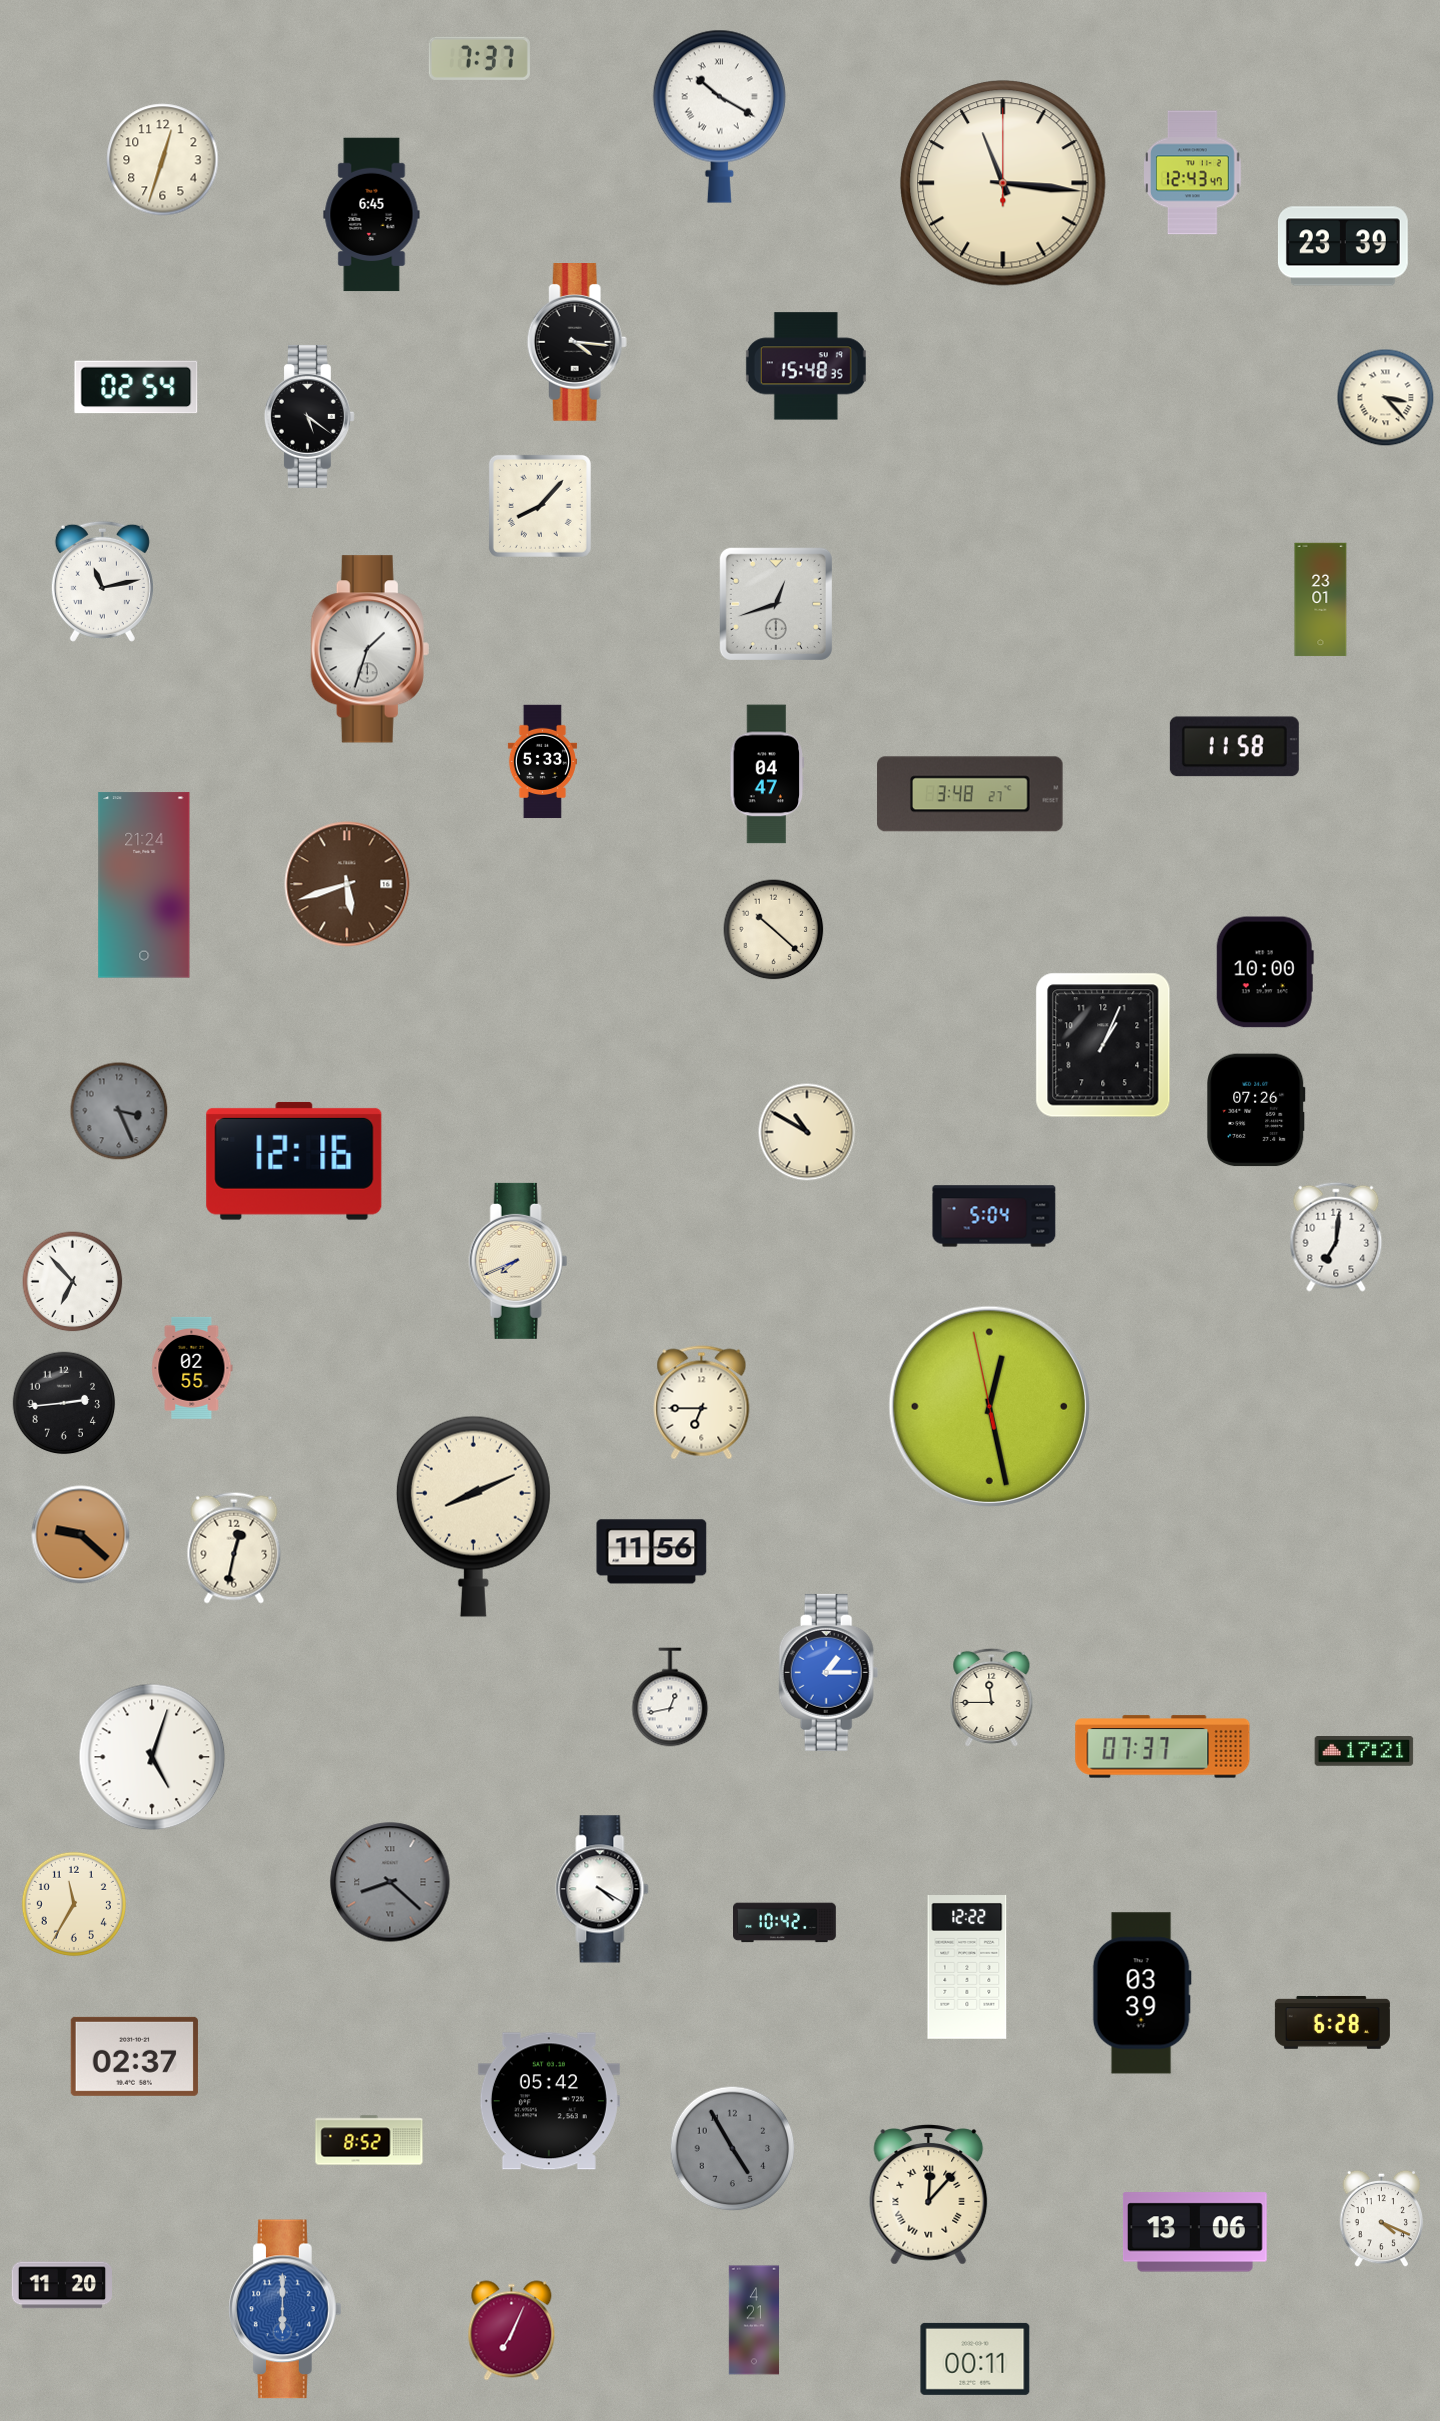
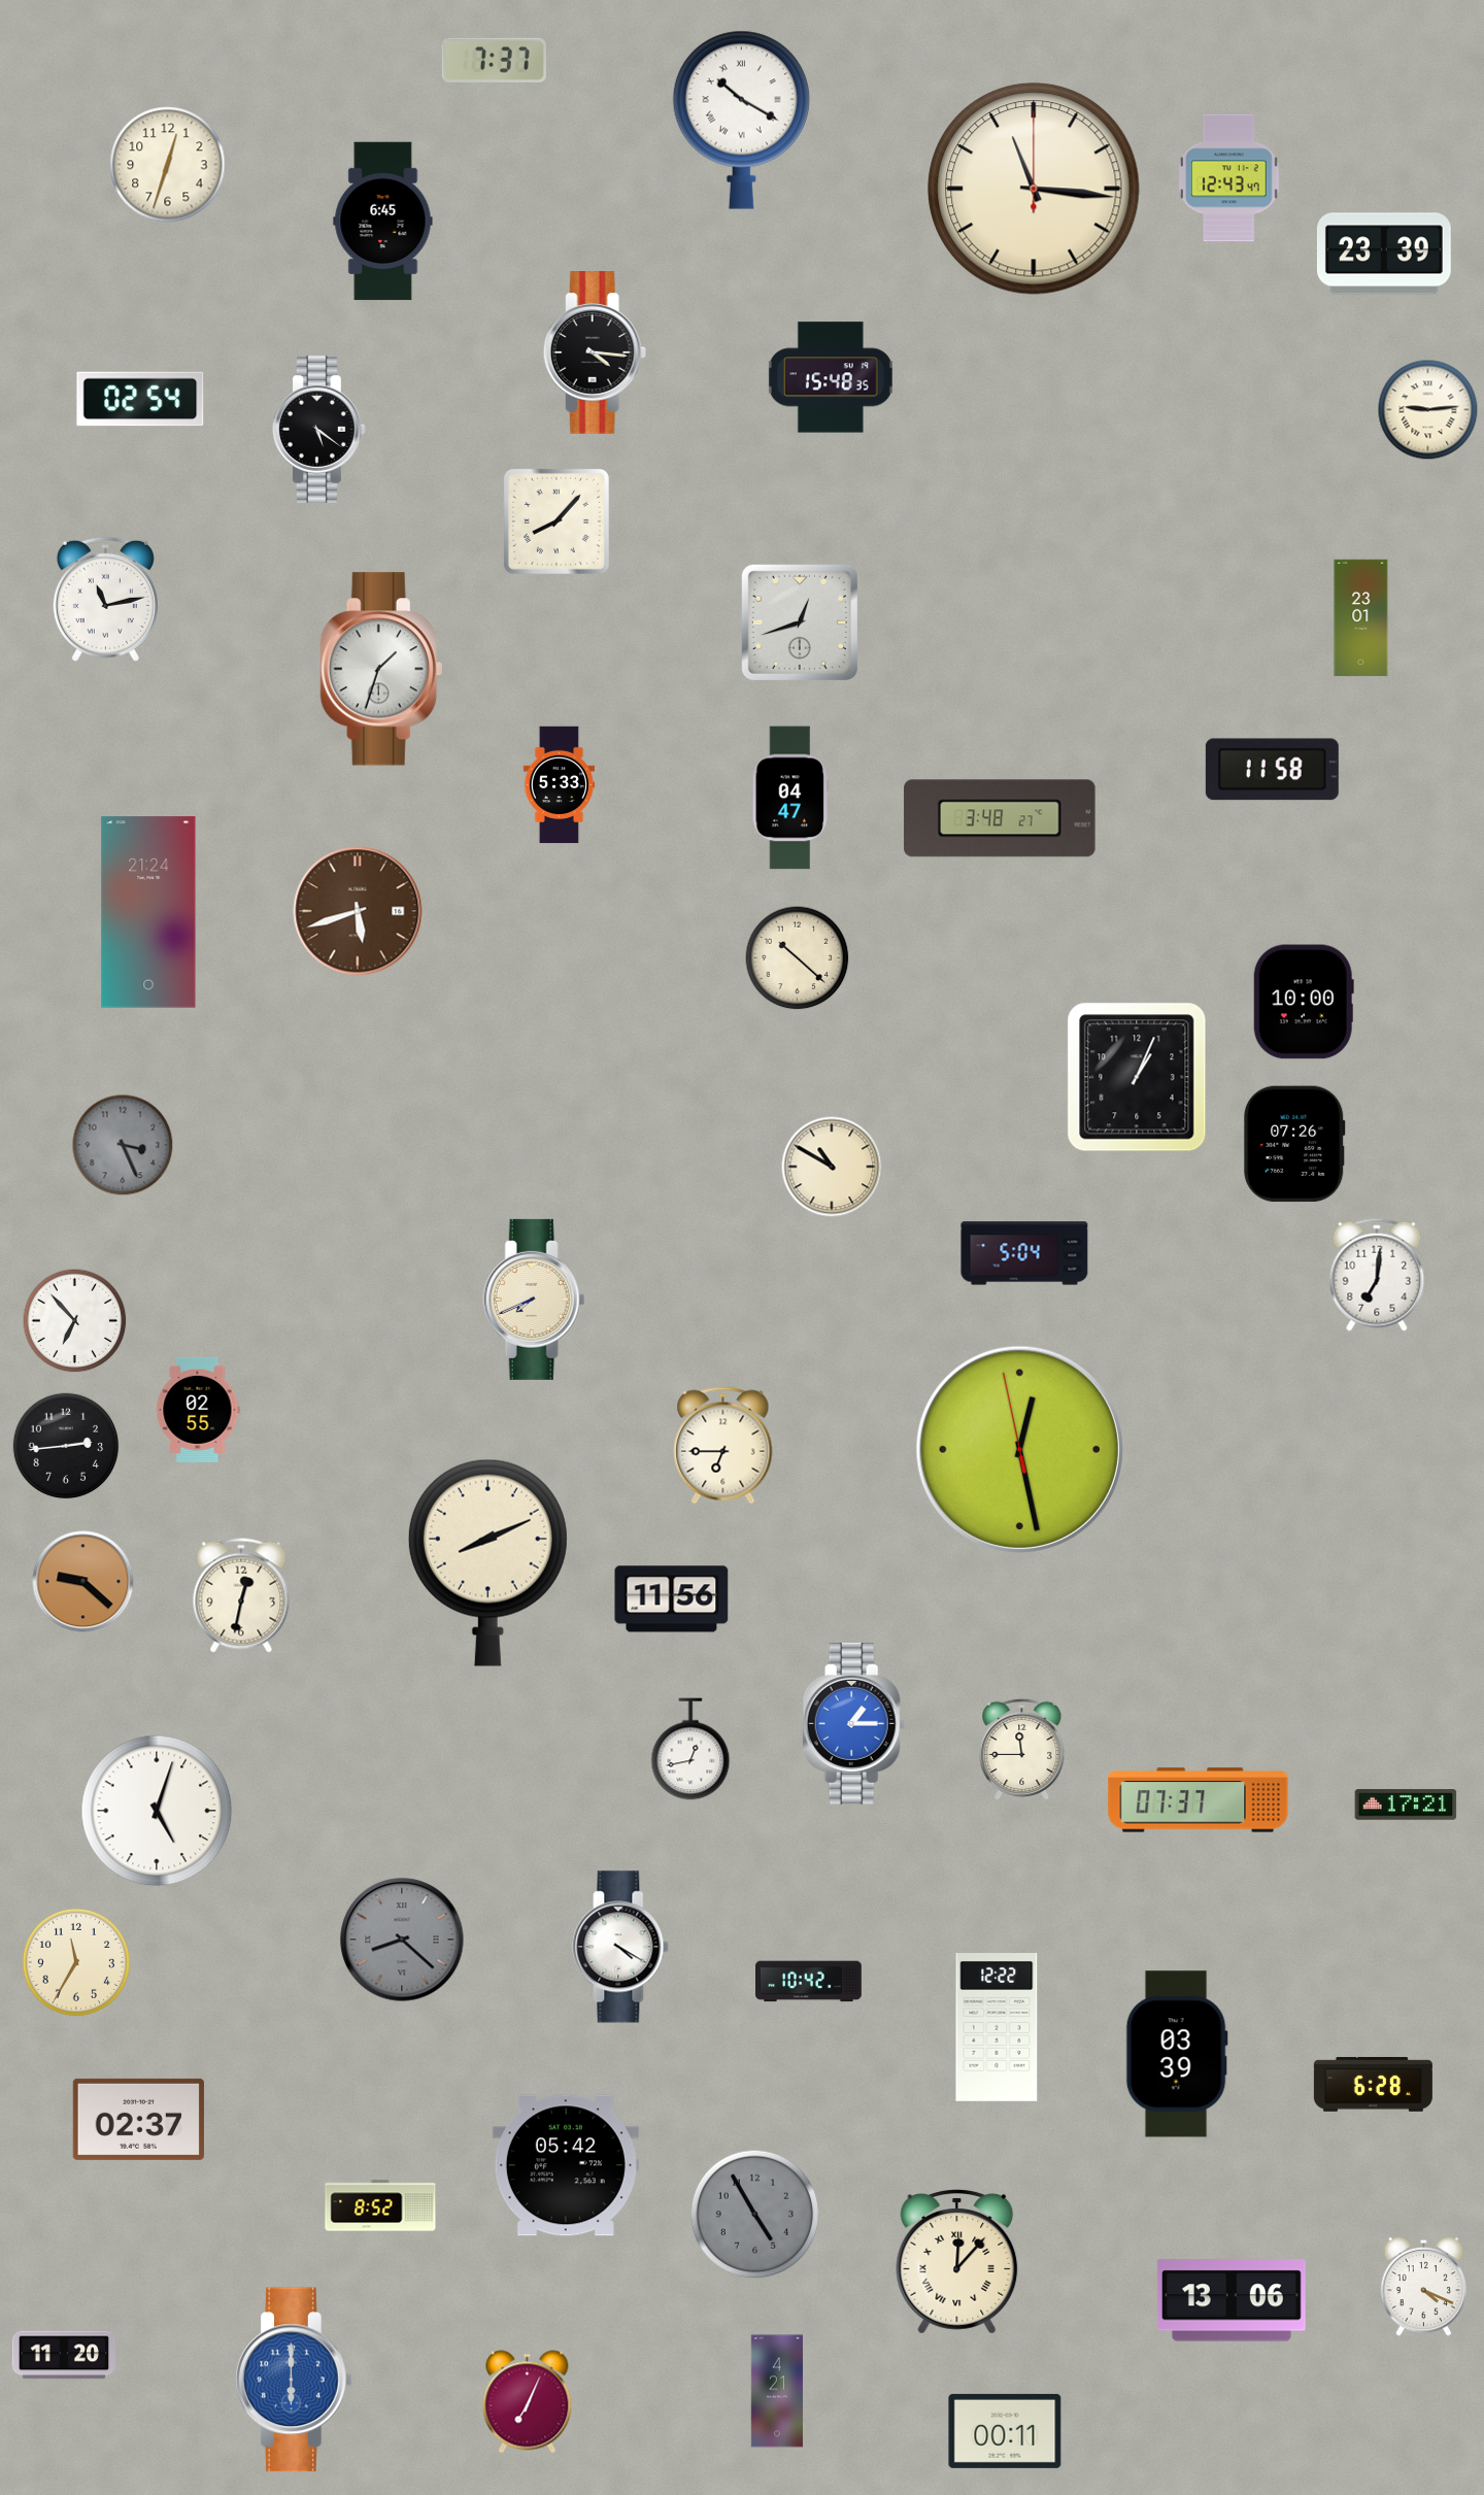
clock at (1386, 398): 3:23 -> 9:14
clock at (294, 1161): 12:16 -> none
